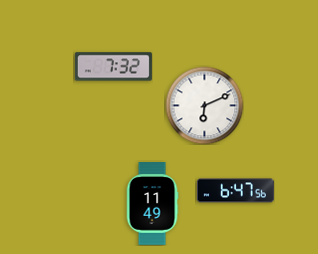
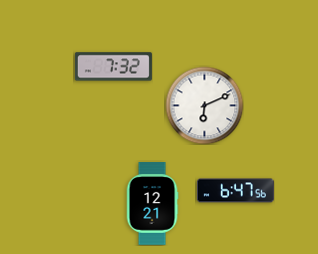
clock at (152, 204): 11:49 -> 12:21
